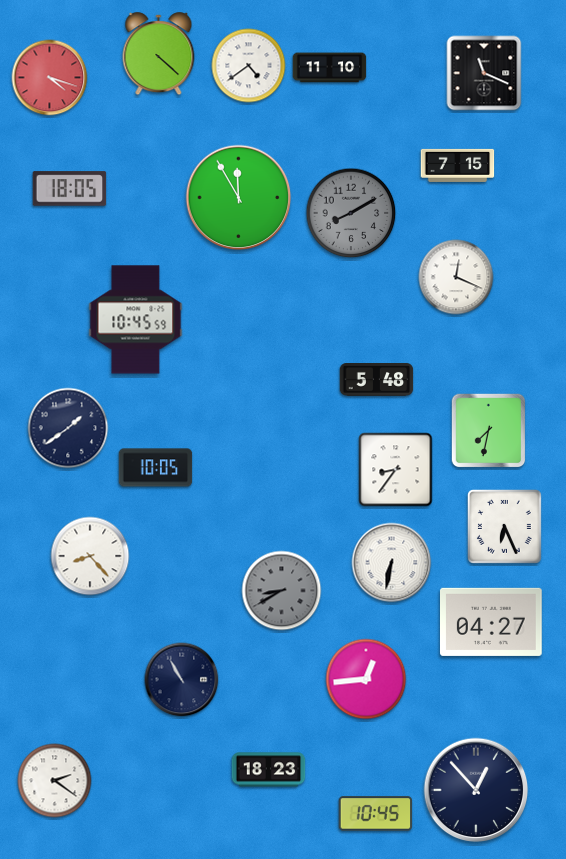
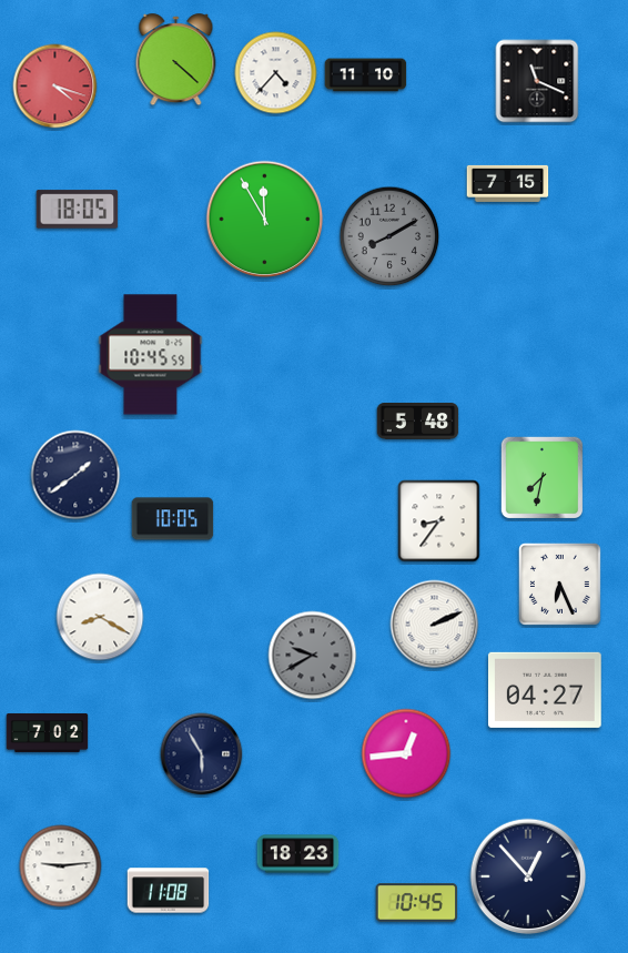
clock at (249, 66): 4:39 -> 4:37
clock at (456, 277): 12:19 -> none
clock at (90, 556): 8:23 -> 8:20
clock at (392, 563): 6:32 -> 2:11
clock at (282, 591): 8:40 -> 9:40
clock at (48, 732): none -> 7:02
clock at (182, 680): 10:55 -> 5:55
clock at (55, 781): 2:21 -> 9:14
clock at (169, 891): none -> 11:08
